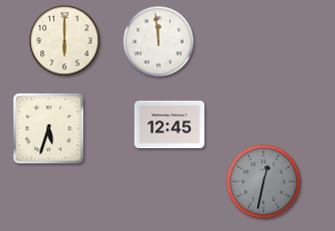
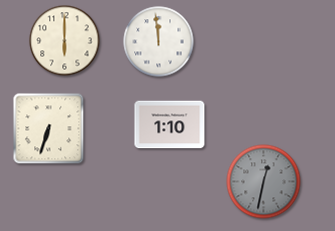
clock at (170, 125): 12:45 -> 1:10
clock at (49, 129): 5:33 -> 6:33
